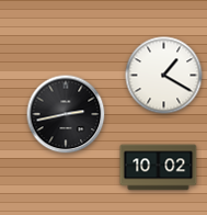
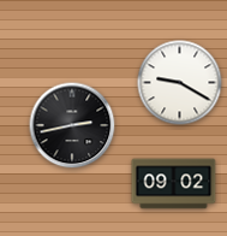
clock at (164, 76): 1:20 -> 9:20
clock at (159, 168): 10:02 -> 09:02
